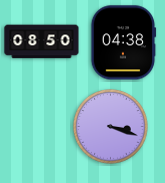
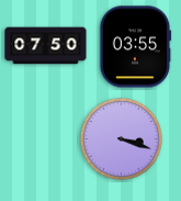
clock at (42, 42): 08:50 -> 07:50
clock at (123, 43): 04:38 -> 03:55
